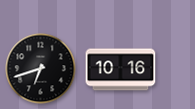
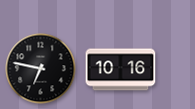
clock at (41, 69): 6:42 -> 6:47
